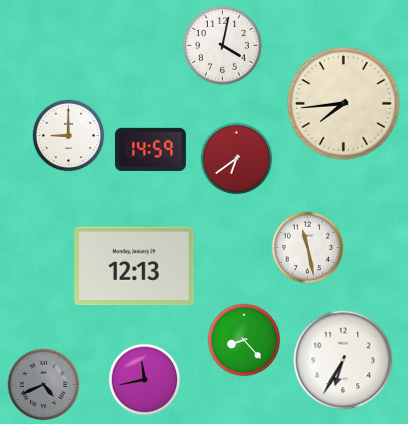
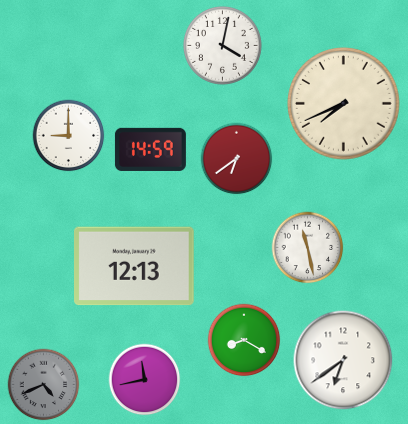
clock at (344, 104): 7:44 -> 7:41
clock at (244, 340): 8:23 -> 8:20
clock at (343, 360): 6:35 -> 6:39
